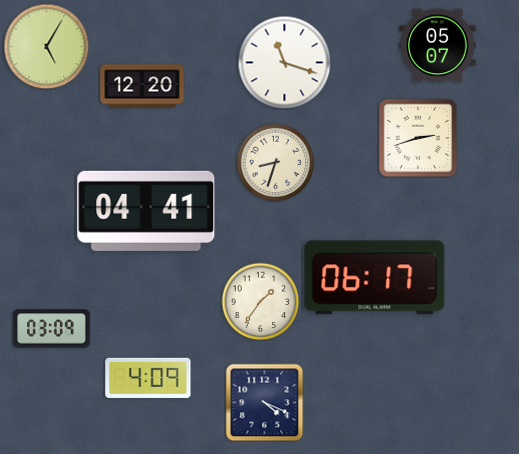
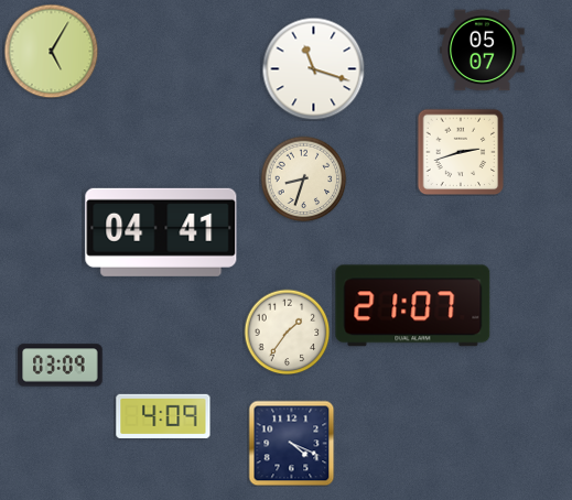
clock at (142, 86): 12:20 -> none
clock at (375, 278): 06:17 -> 21:07
clock at (52, 329) position: (52, 329) -> (61, 366)
